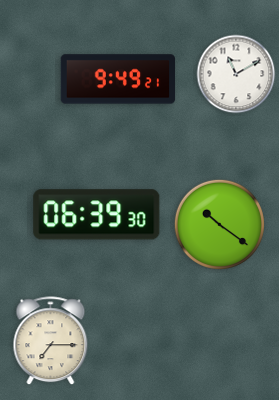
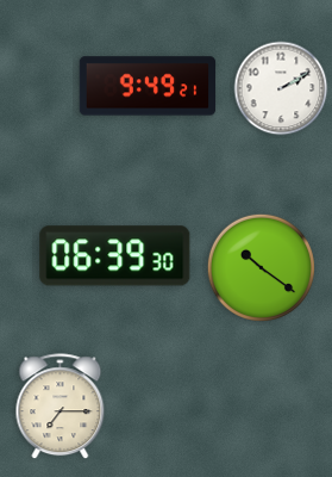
clock at (236, 74): 11:10 -> 2:10
clock at (118, 79) position: (118, 79) -> (148, 86)
